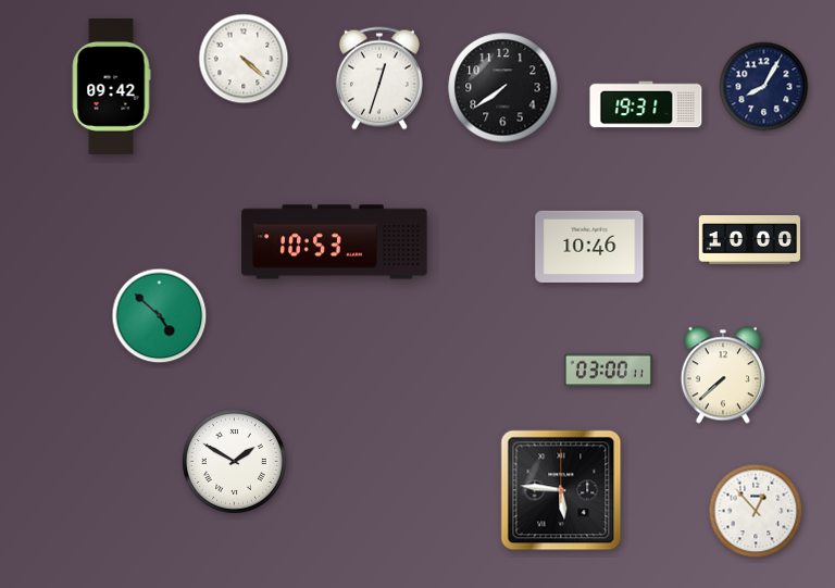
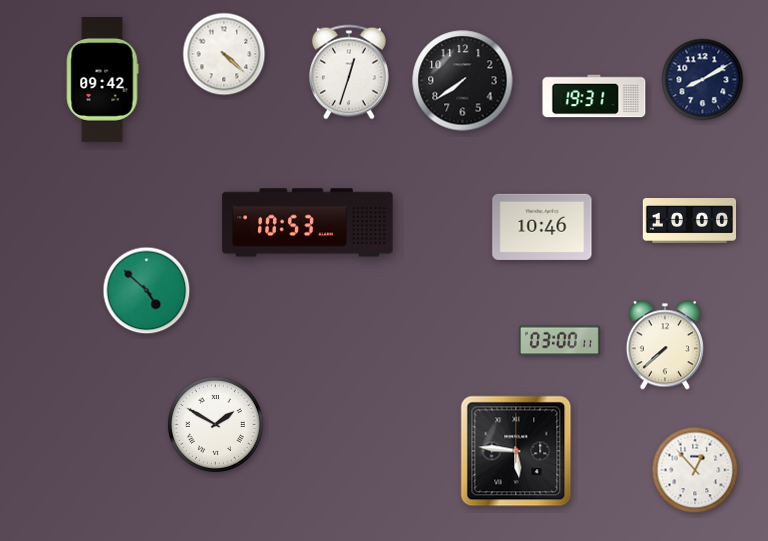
clock at (764, 87): 8:05 -> 8:10
